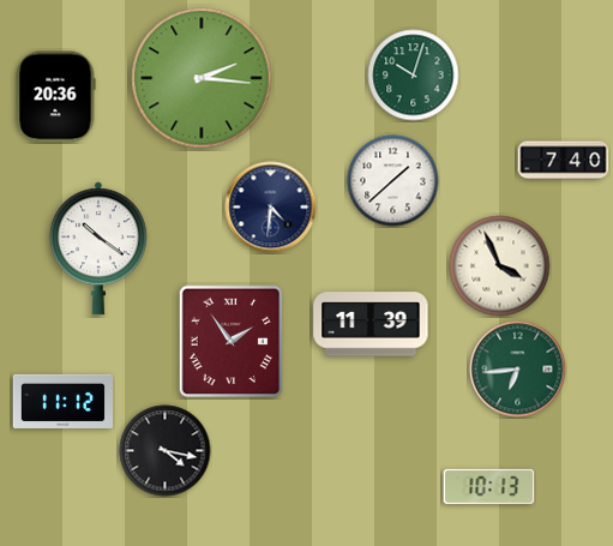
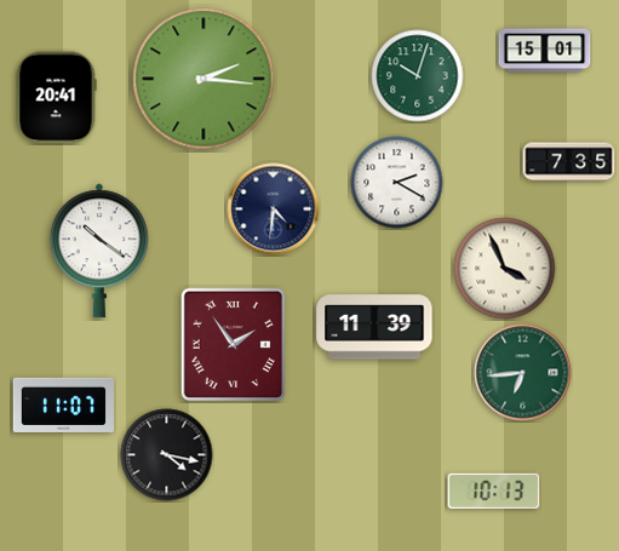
clock at (545, 51): none -> 15:01
clock at (55, 97): 20:36 -> 20:41
clock at (564, 161): 7:40 -> 7:35
clock at (393, 181): 1:38 -> 2:20
clock at (62, 401): 11:12 -> 11:07
